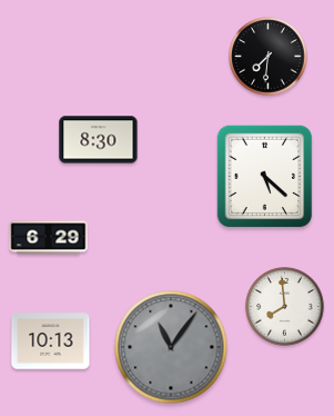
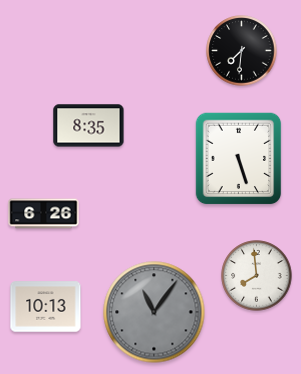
clock at (99, 140): 8:30 -> 8:35
clock at (265, 177): 5:22 -> 5:27
clock at (49, 238): 6:29 -> 6:26
